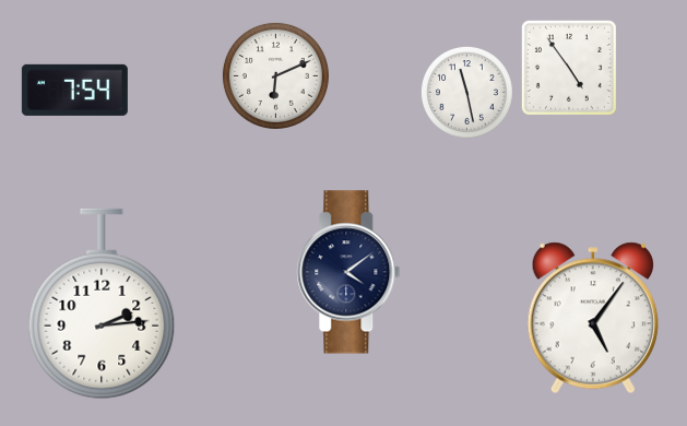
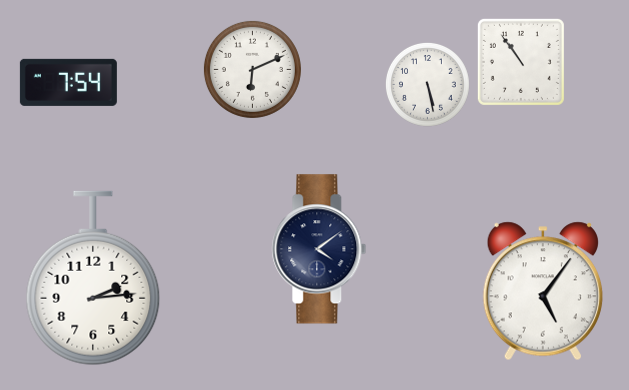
clock at (569, 68): 4:54 -> 10:54
clock at (466, 92): 11:28 -> 5:28
